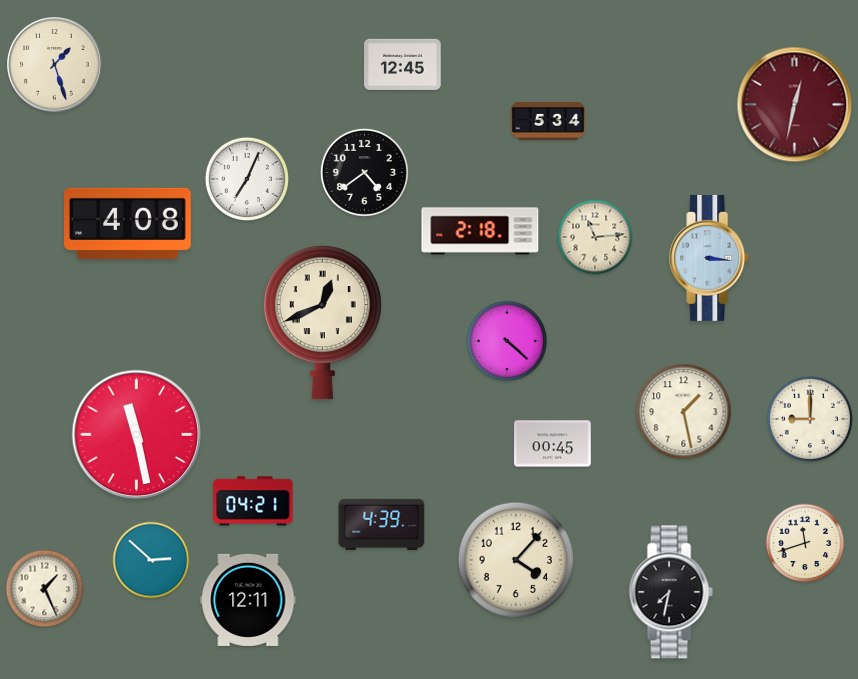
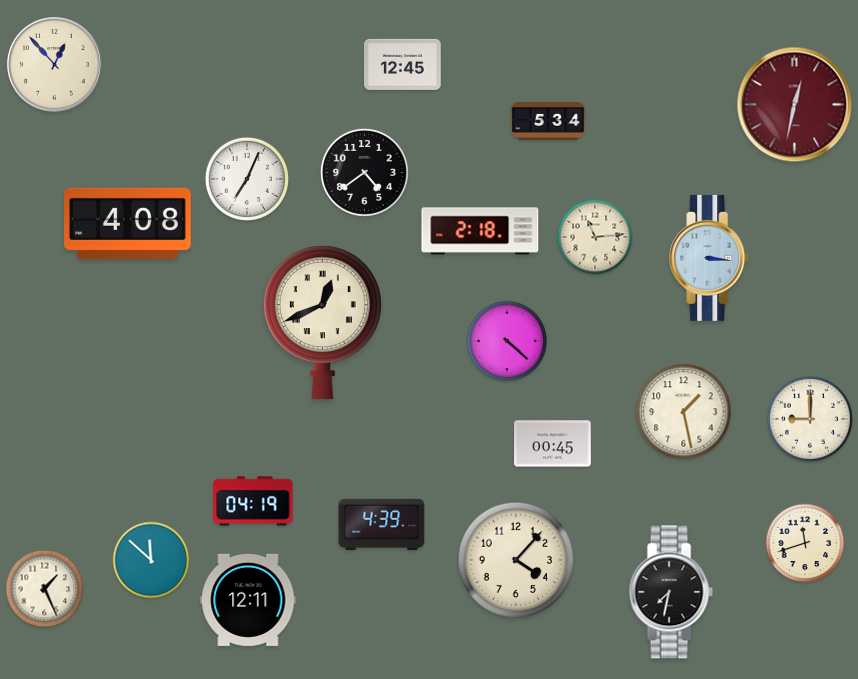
clock at (55, 65): 1:27 -> 12:53
clock at (137, 435): 11:28 -> none
clock at (253, 501): 04:21 -> 04:19
clock at (151, 560): 2:52 -> 11:52
